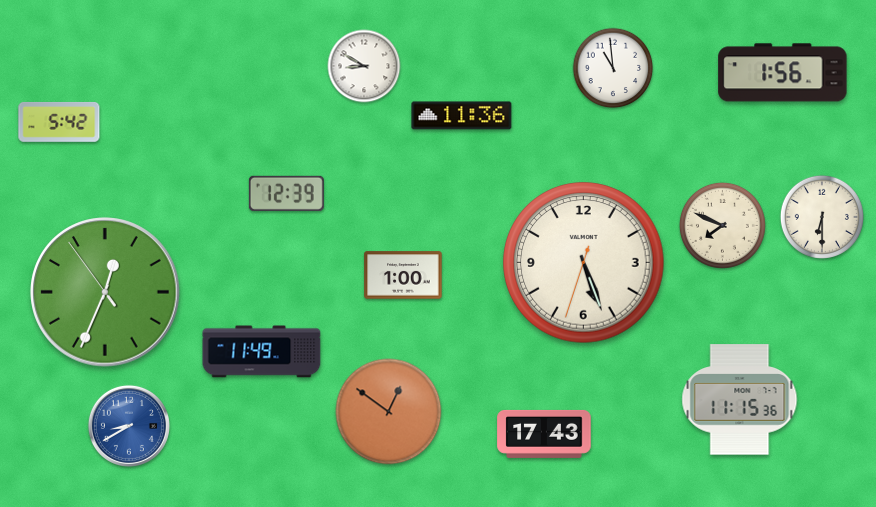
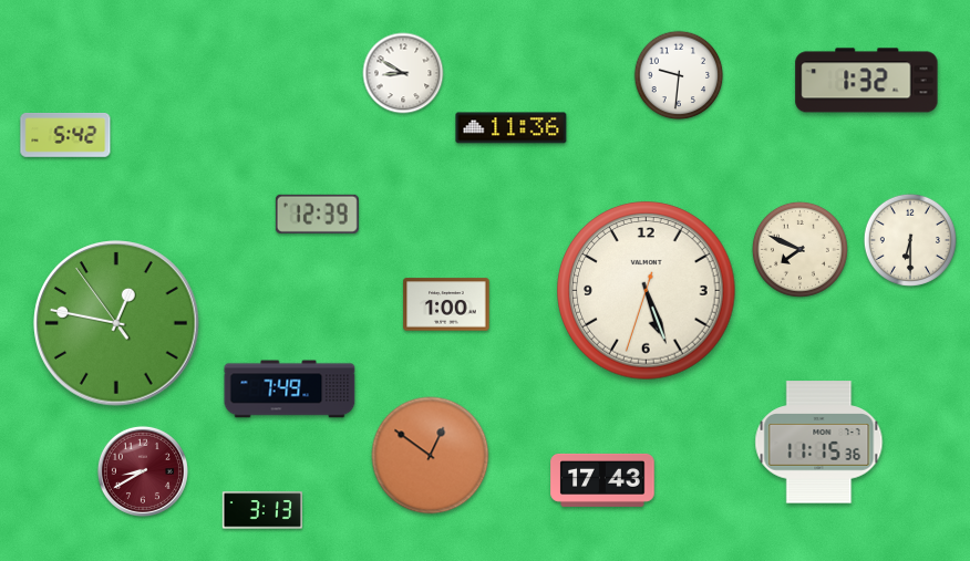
clock at (613, 68): 10:59 -> 9:31
clock at (783, 73): 1:56 -> 1:32
clock at (105, 292): 12:33 -> 12:46
clock at (262, 352): 11:49 -> 7:49
clock at (129, 426) dial: blue -> burgundy
clock at (262, 510): none -> 3:13
